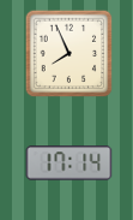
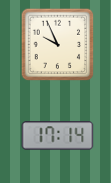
clock at (69, 54): 7:56 -> 9:56
